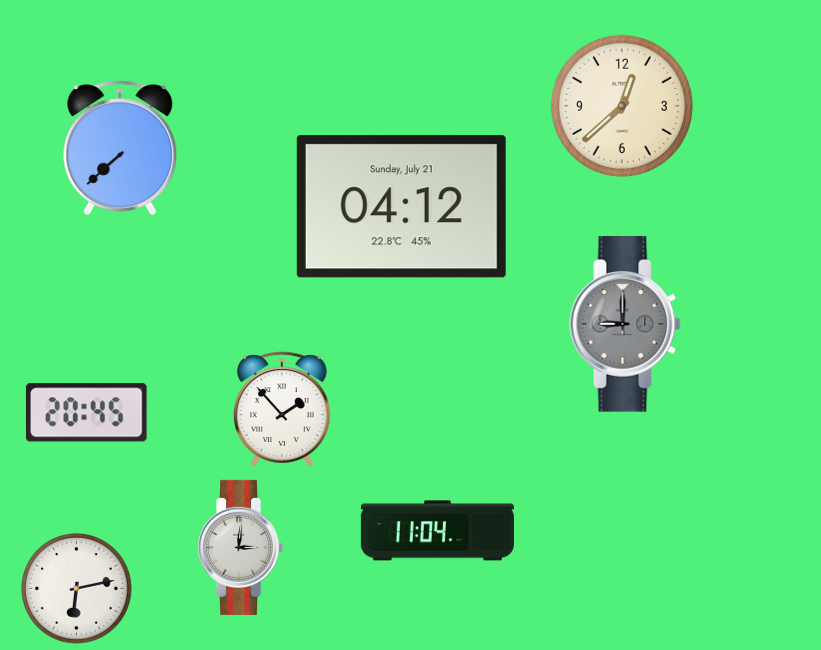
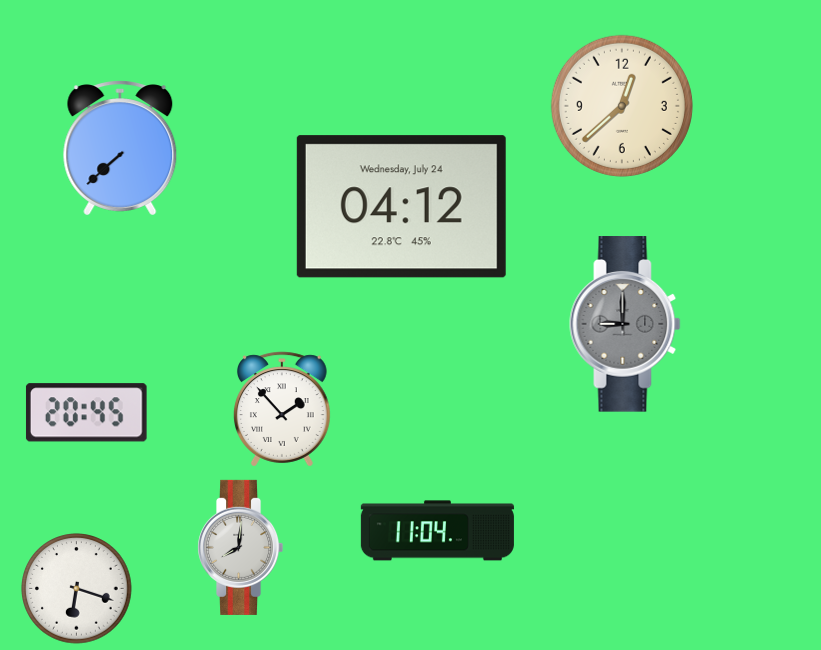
clock at (401, 207) date: Sunday, July 21 -> Wednesday, July 24
clock at (241, 547): 3:01 -> 8:01
clock at (77, 589): 6:13 -> 6:18
